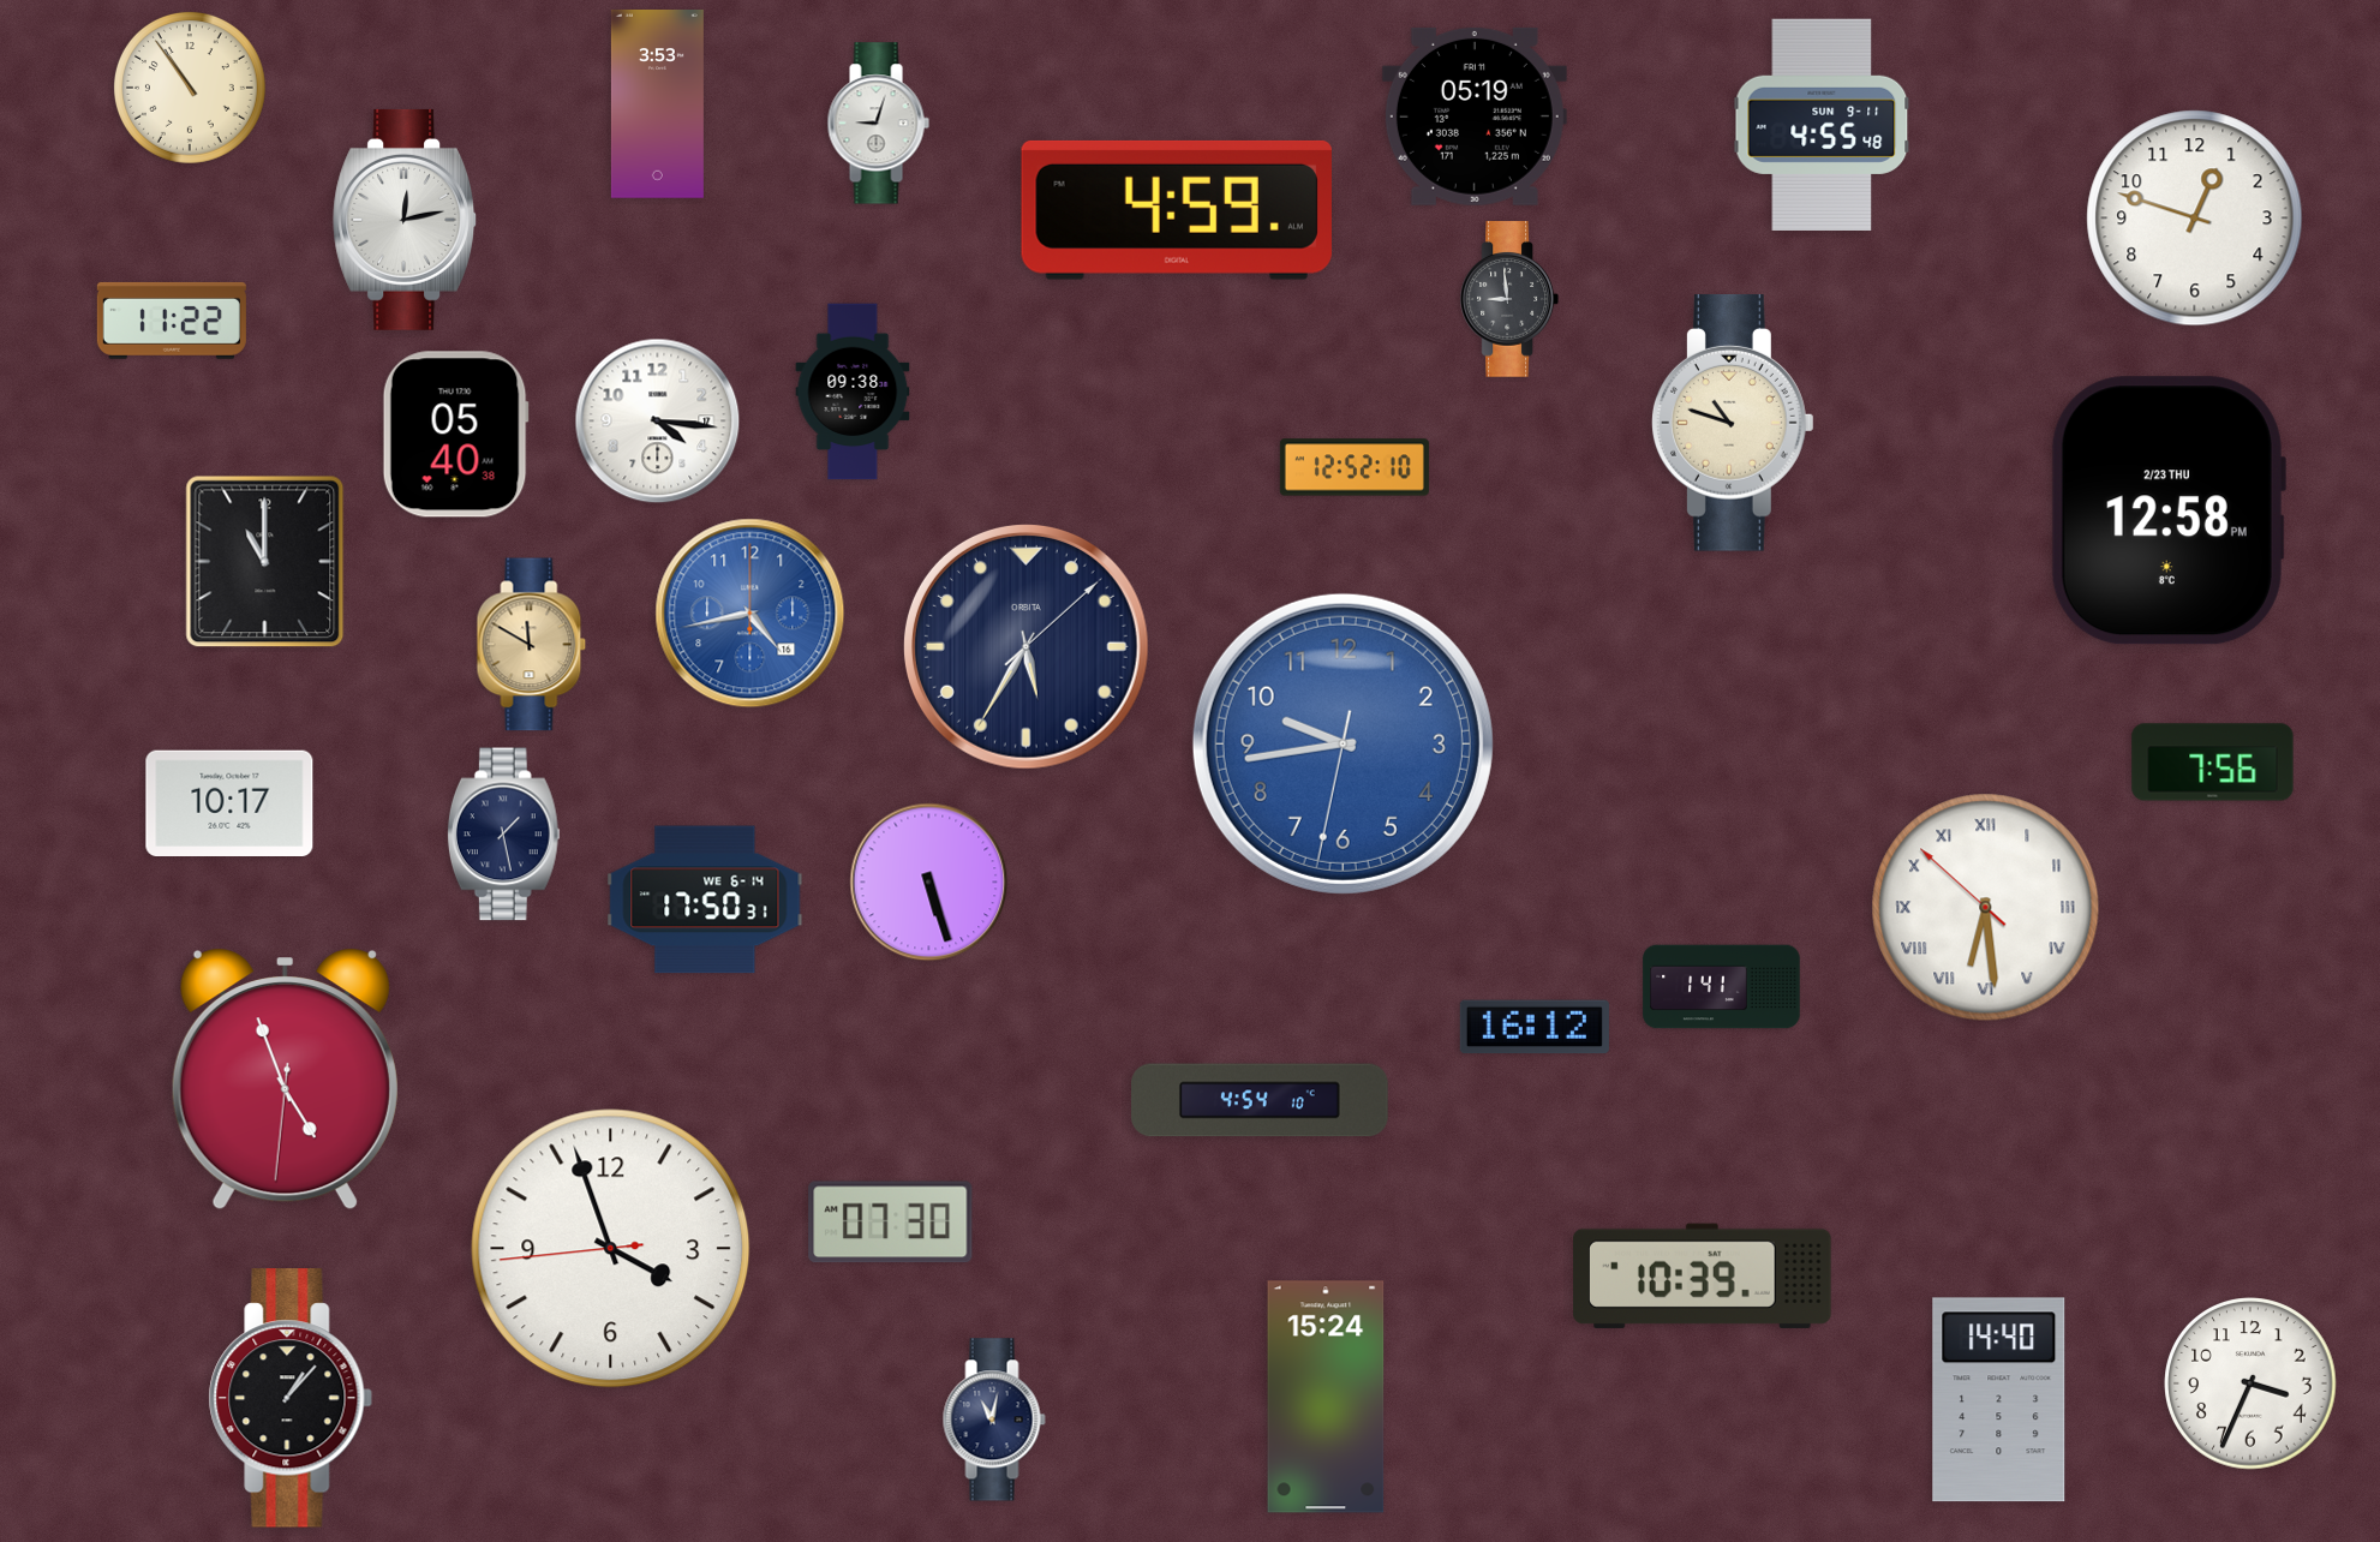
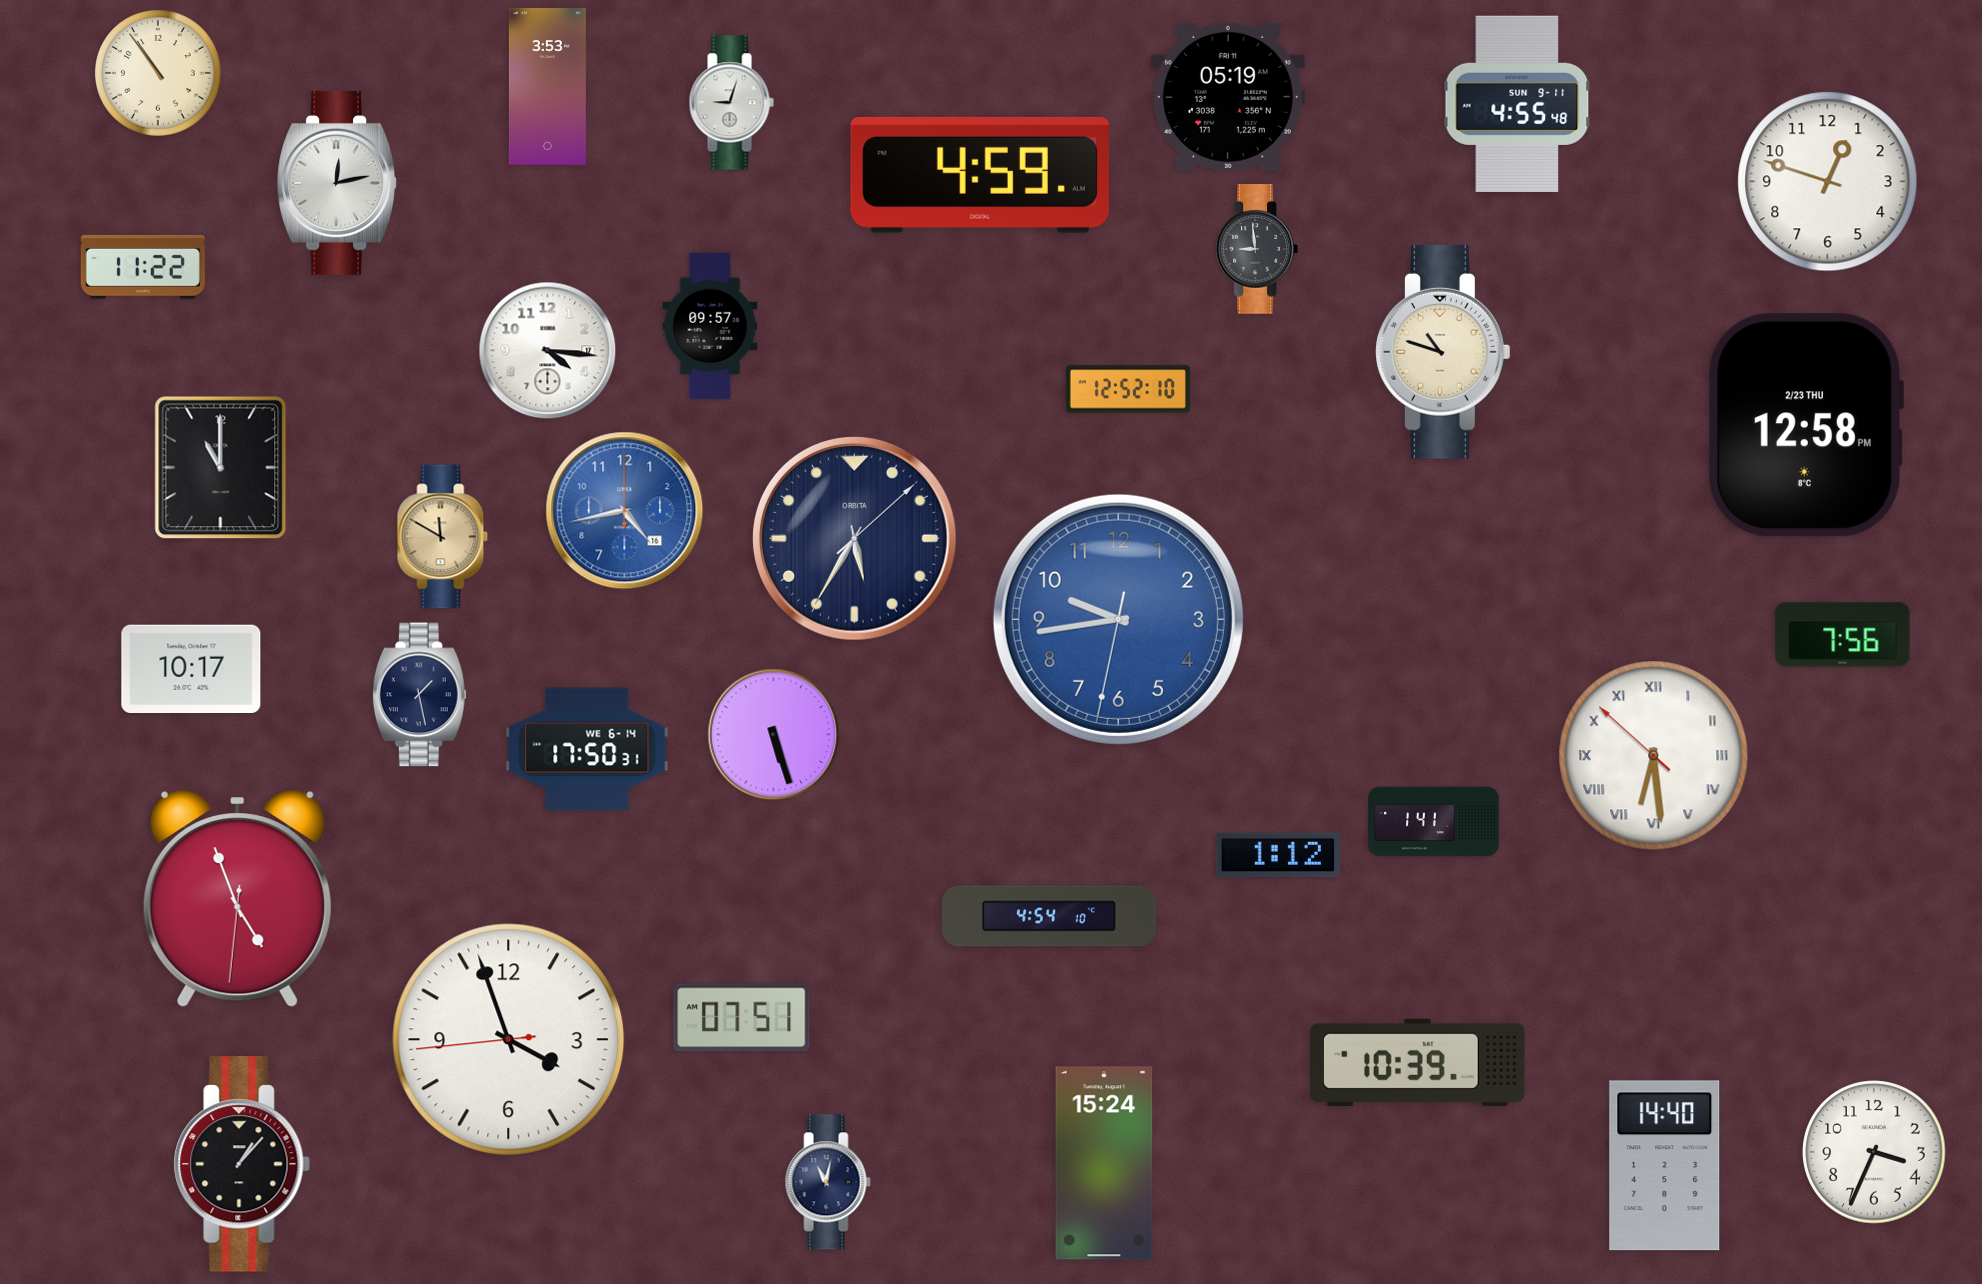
clock at (853, 392): 09:38 -> 09:57
clock at (455, 435): 05:40 -> none
clock at (1535, 1027): 16:12 -> 1:12
clock at (891, 1223): 07:30 -> 07:51
